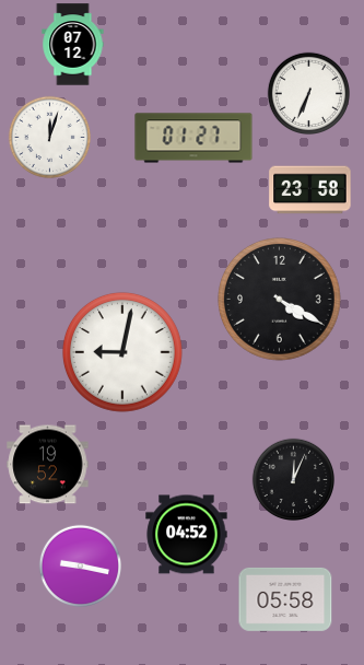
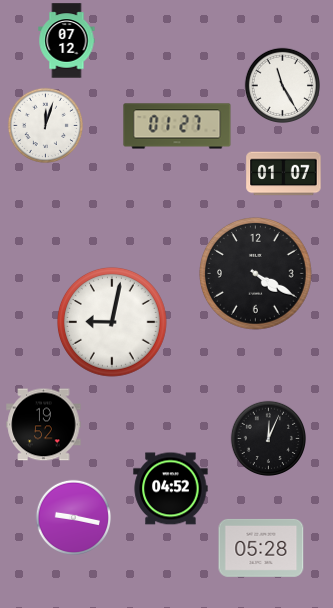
clock at (308, 93): 6:34 -> 11:25
clock at (310, 190): 23:58 -> 01:07
clock at (285, 599): 05:58 -> 05:28
